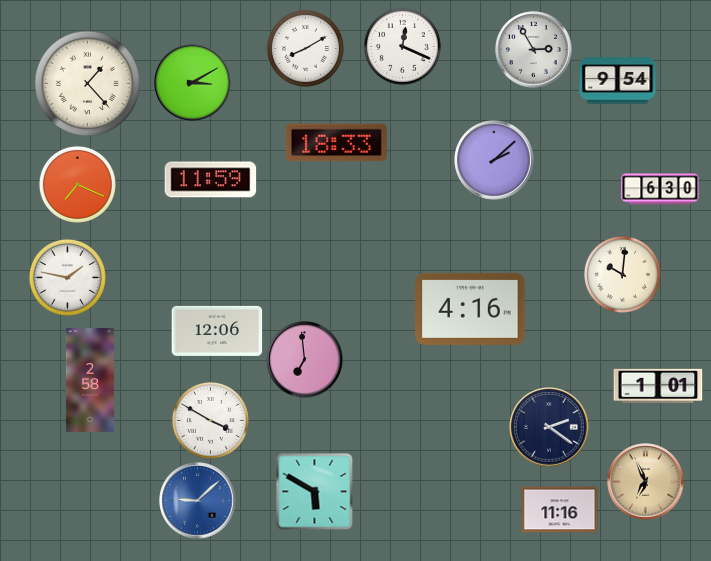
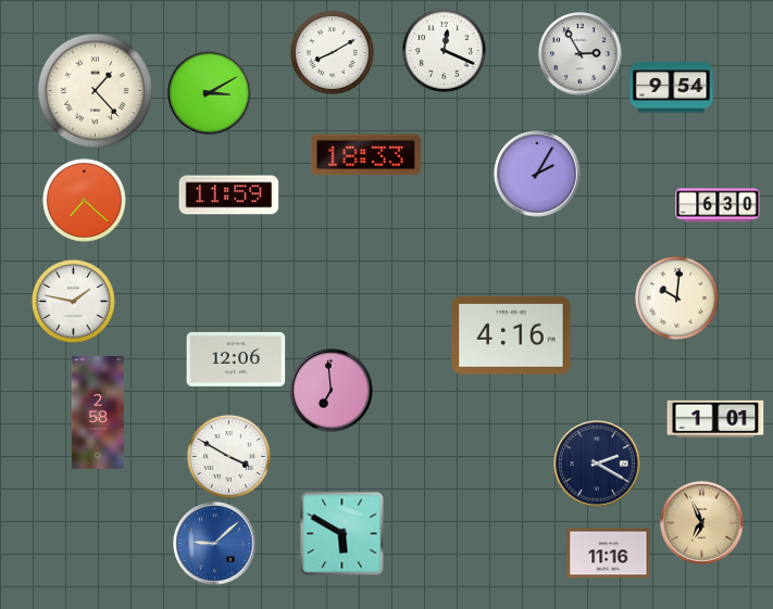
clock at (402, 46) position: (402, 46) -> (444, 50)
clock at (193, 83) position: (193, 83) -> (210, 93)
clock at (494, 160): 2:08 -> 2:05
clock at (77, 184): 7:19 -> 7:22
clock at (549, 427): 2:21 -> 2:20
